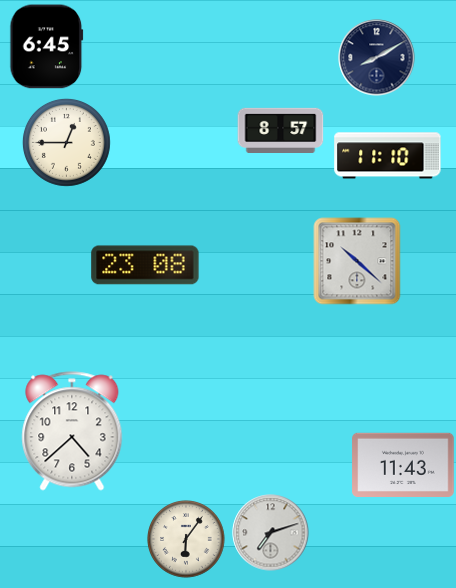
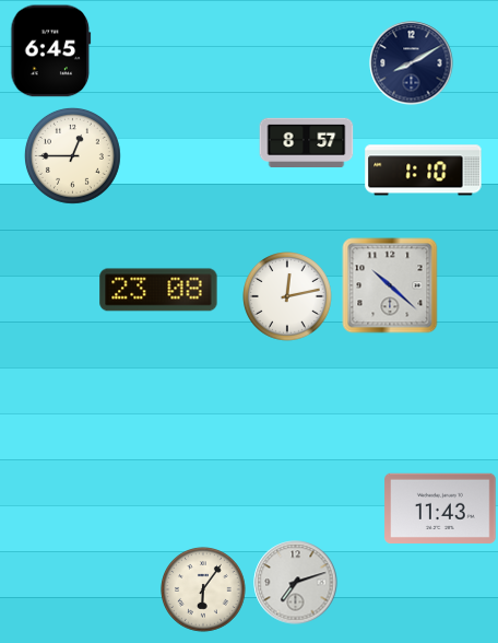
clock at (388, 156): 11:10 -> 1:10
clock at (288, 297): none -> 12:13
clock at (72, 431): 4:38 -> none
